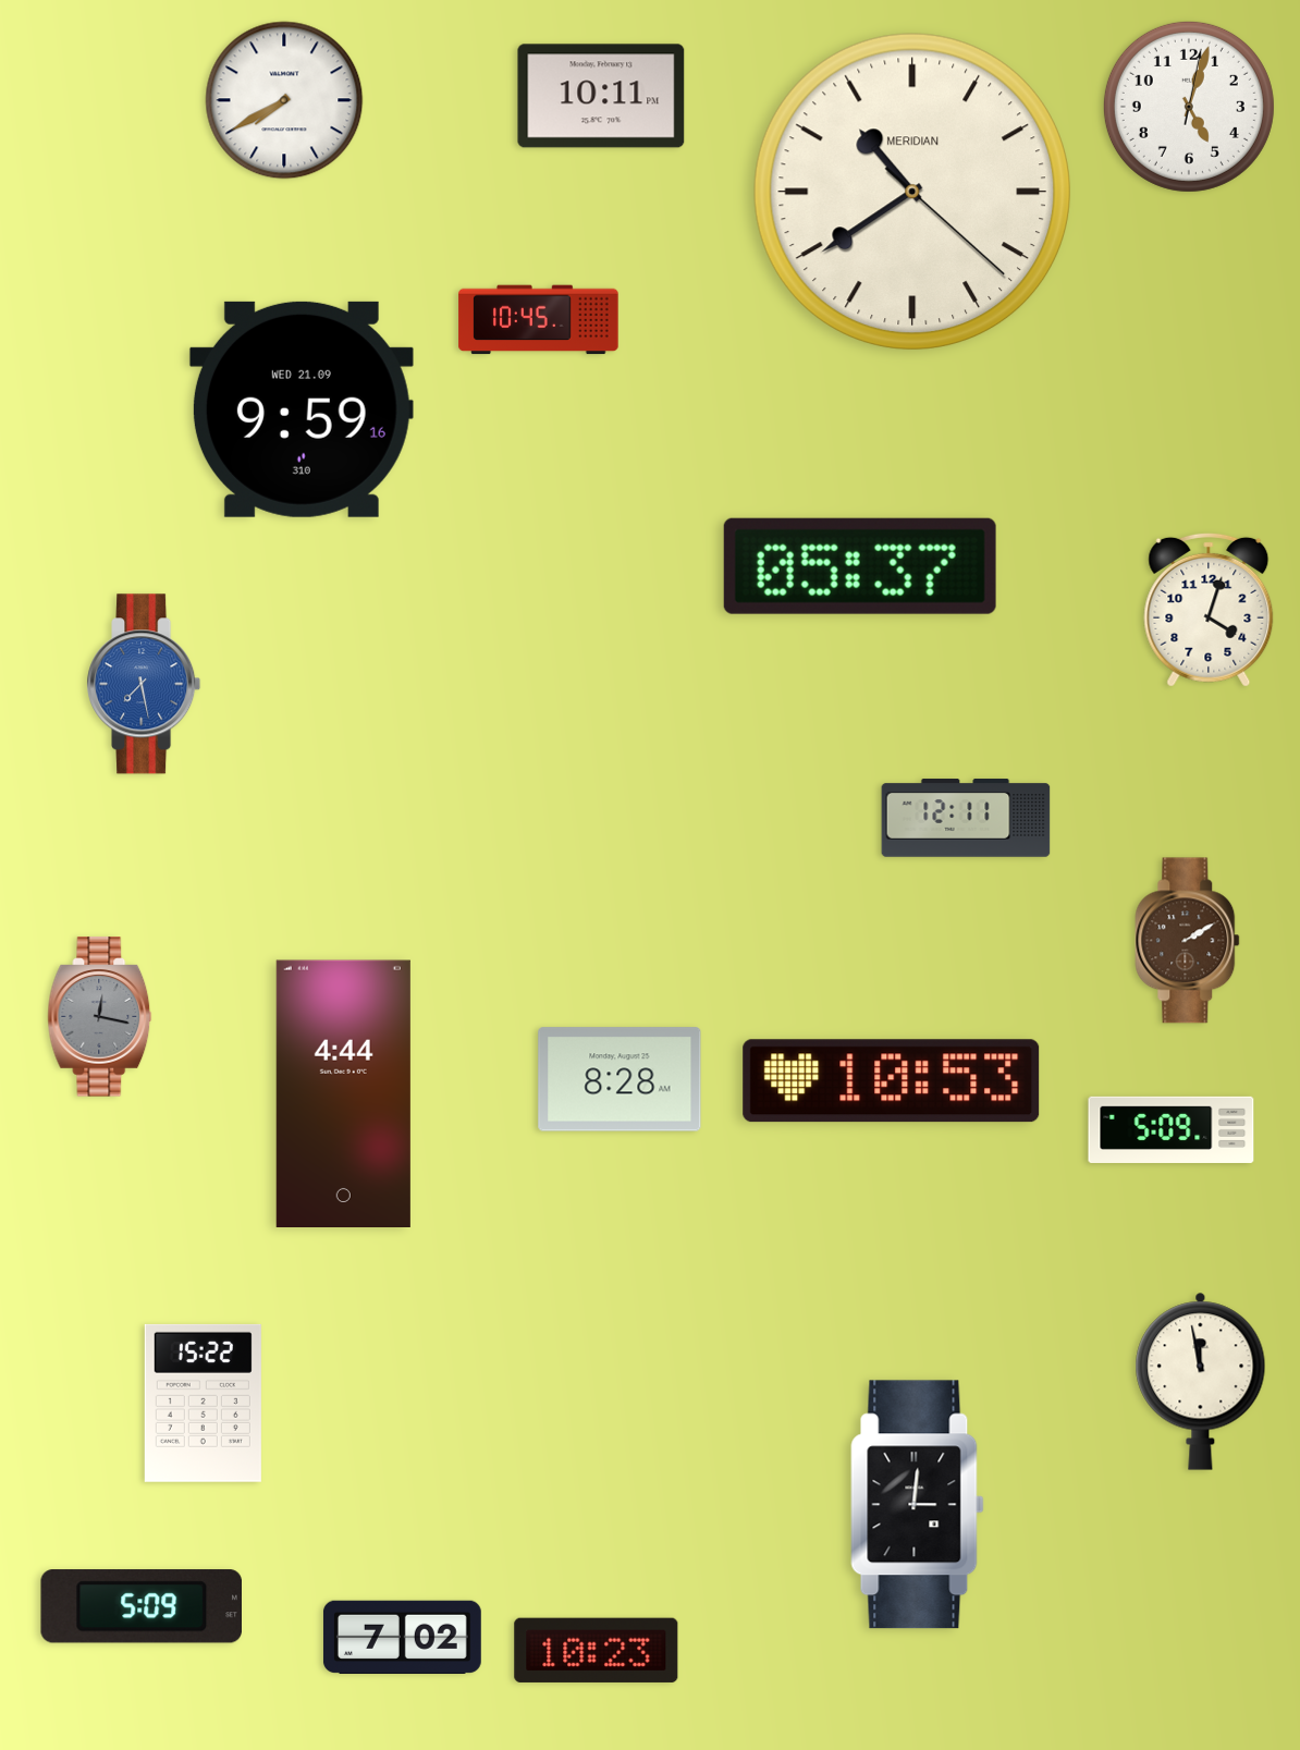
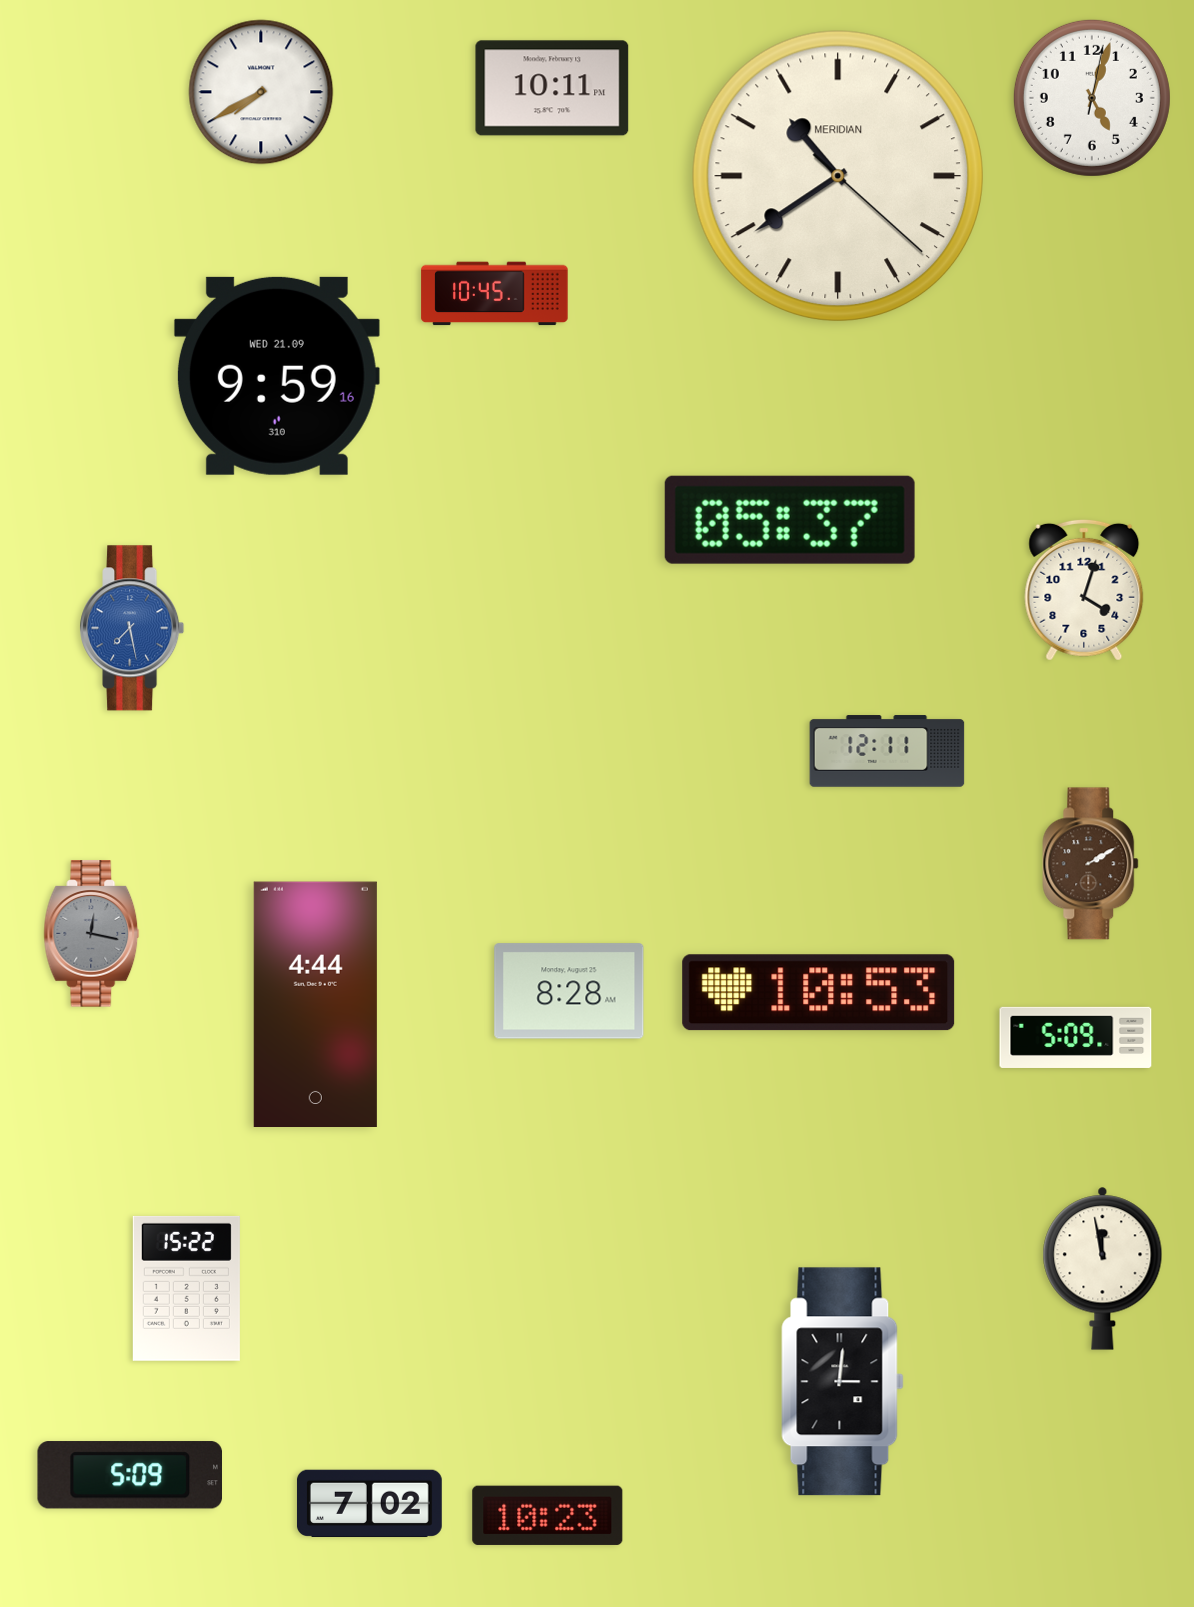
clock at (1209, 610) position: (1209, 610) -> (1084, 590)
